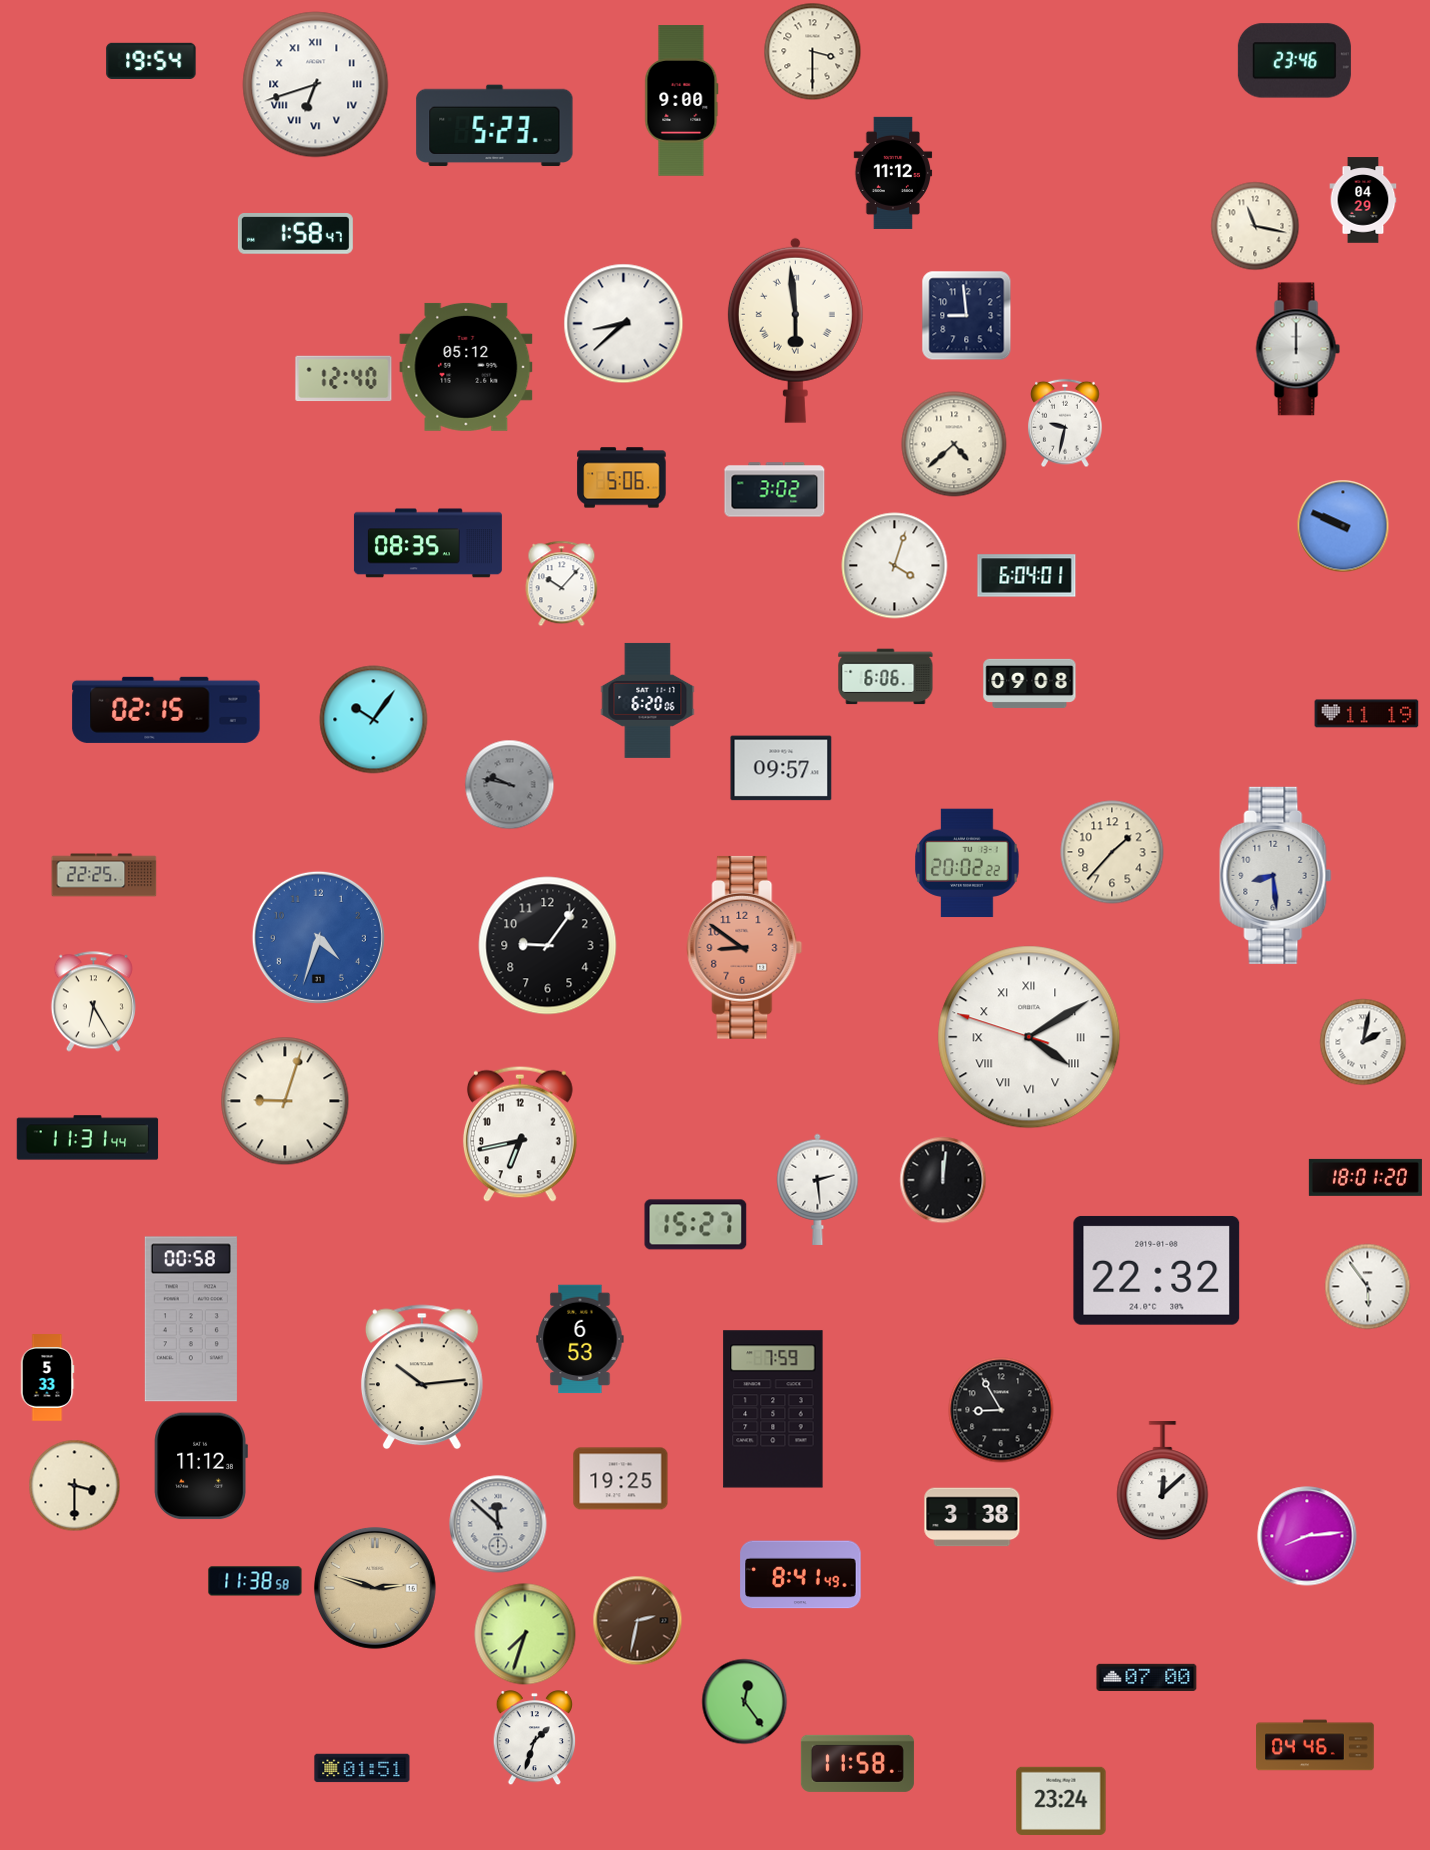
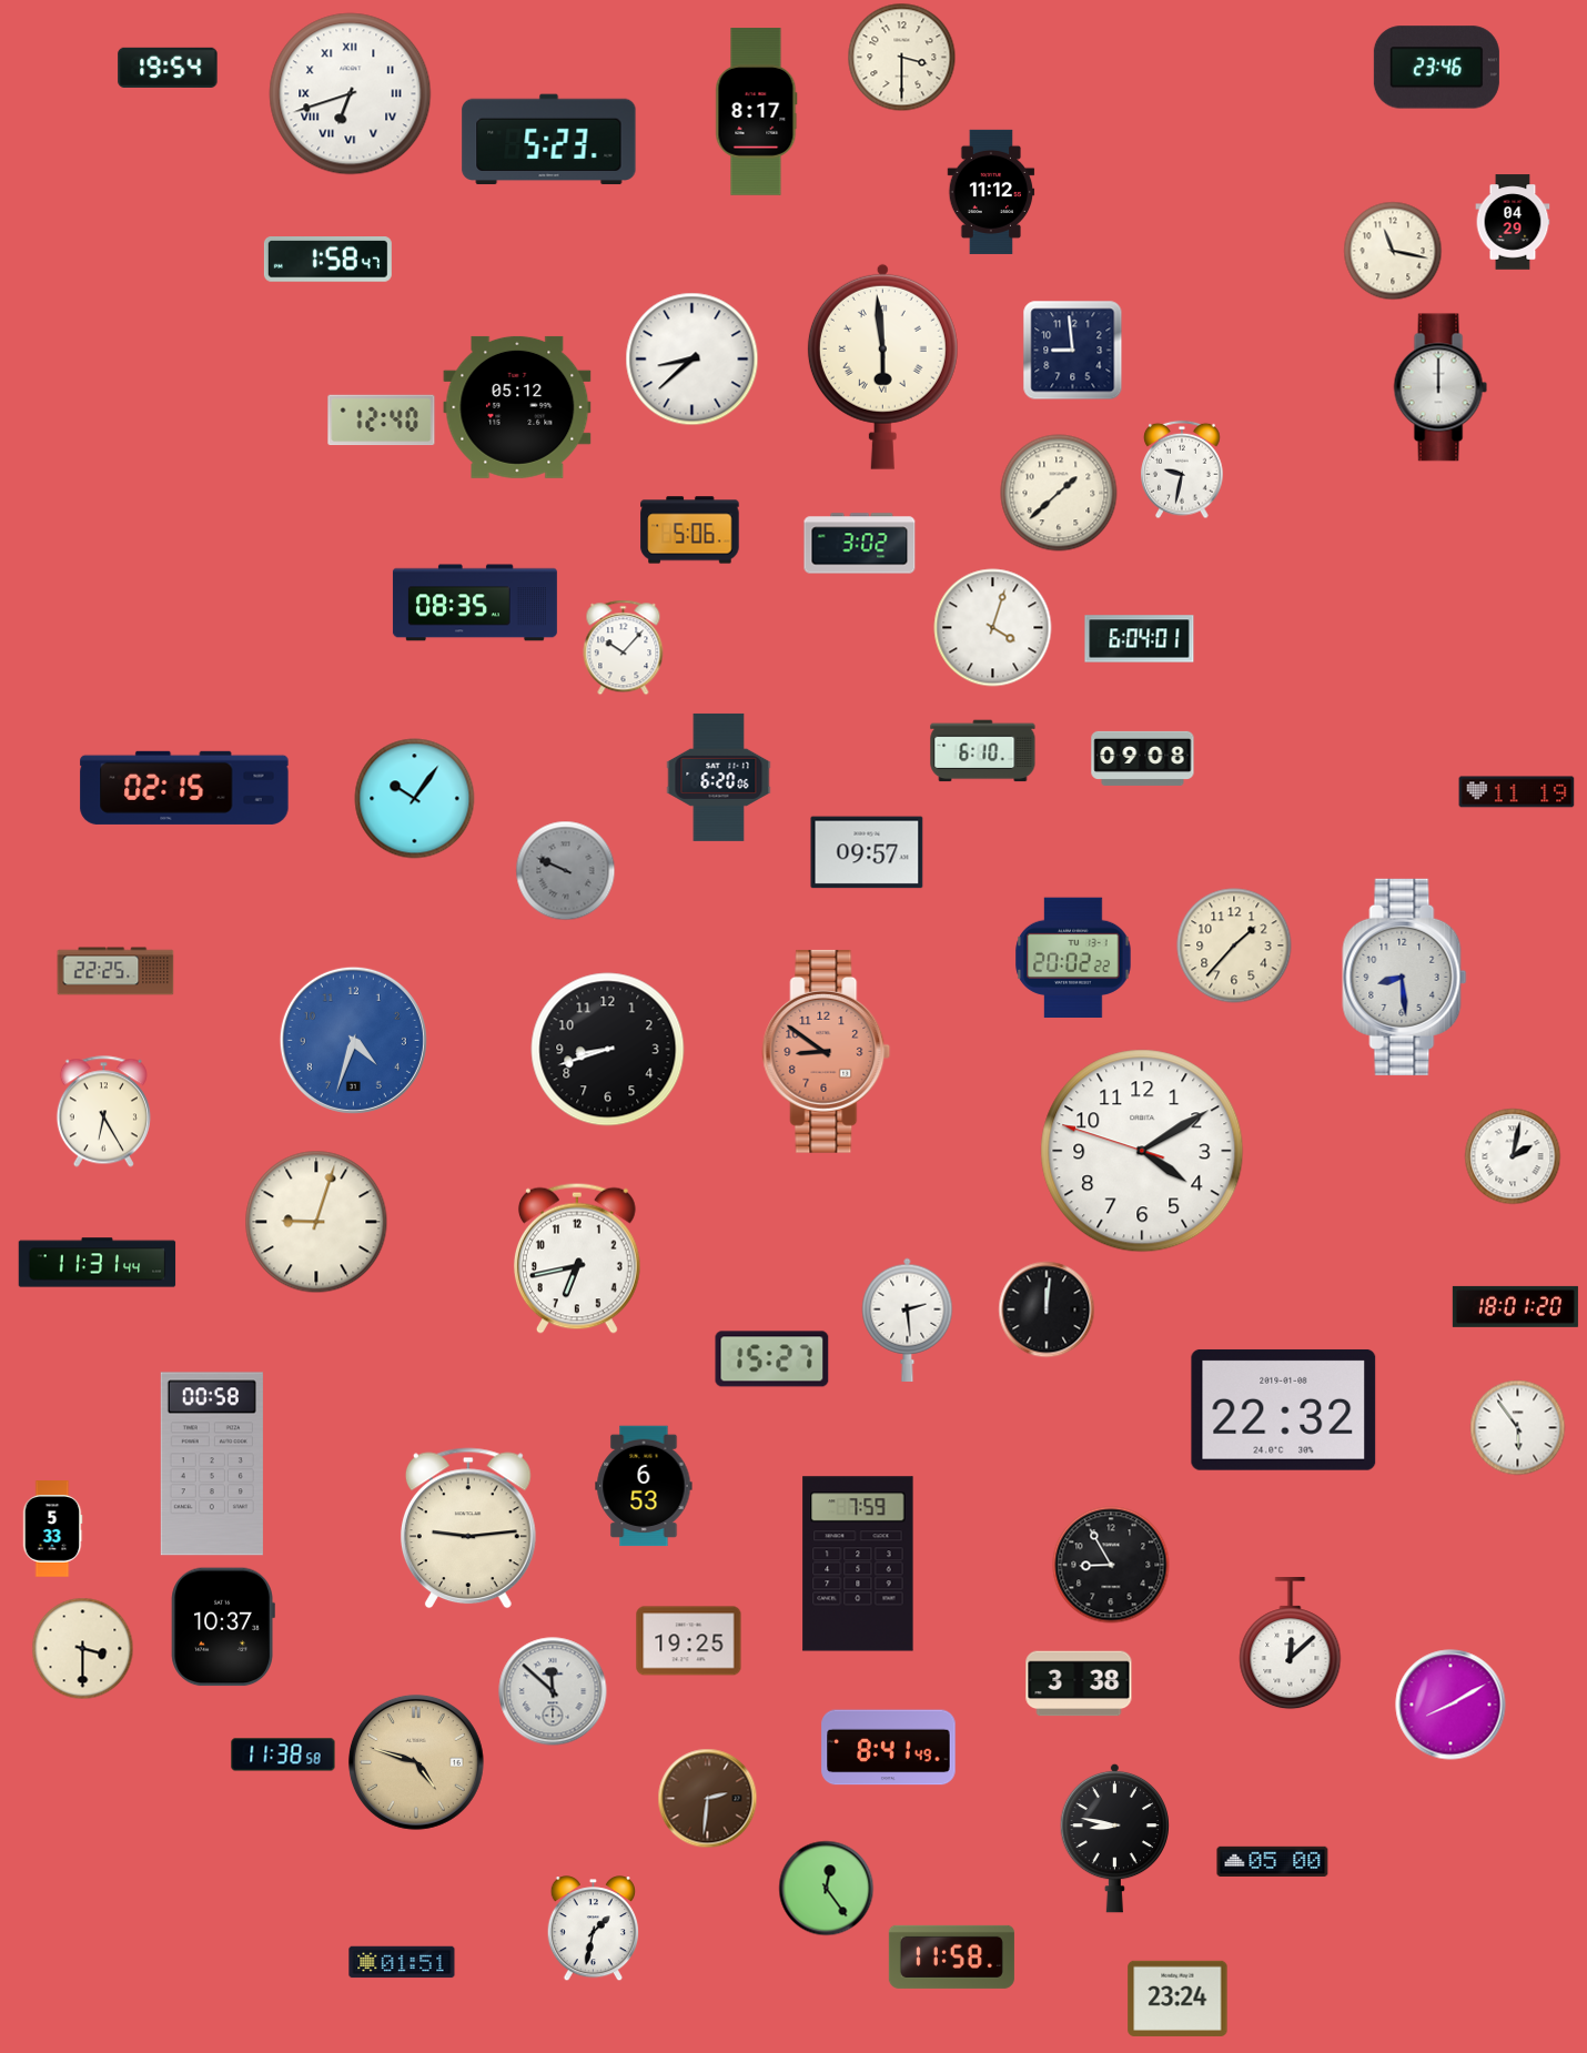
clock at (682, 101): 9:00 -> 8:17
clock at (954, 444): 4:38 -> 1:38
clock at (1343, 526): 9:49 -> none
clock at (886, 677): 6:06 -> 6:10
clock at (510, 785): 9:47 -> 9:49
clock at (1276, 875) position: (1276, 875) -> (1405, 977)
clock at (548, 946): 9:06 -> 8:42
clock at (1029, 1037) numerals: Roman -> Arabic
clock at (422, 1377): 10:14 -> 9:14
clock at (201, 1466): 11:12 -> 10:37
clock at (1307, 1536): 8:14 -> 8:10
clock at (375, 1588): 2:48 -> 4:48
clock at (638, 1621): 2:32 -> 2:31
clock at (525, 1634): 7:33 -> none
clock at (1114, 1838): none -> 8:47
clock at (1147, 1677): 07:00 -> 05:00
clock at (534, 1738): 1:33 -> 1:32
clock at (1315, 1745): 04:46 -> none
